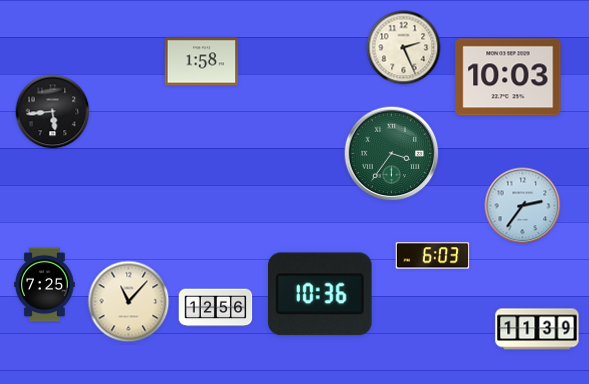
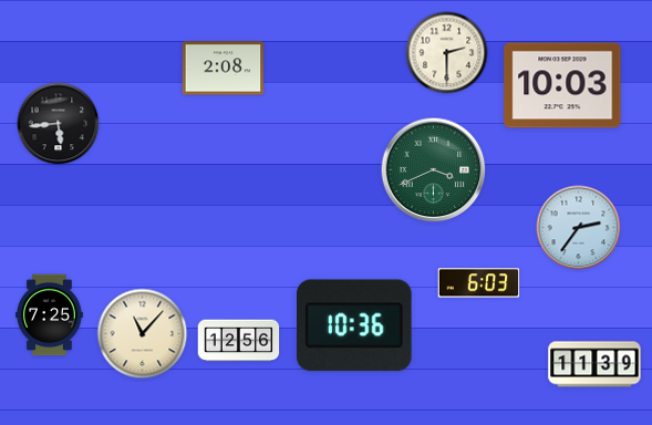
clock at (404, 48): 2:26 -> 2:30
clock at (202, 62): 1:58 -> 2:08
clock at (392, 154): 3:36 -> 3:41
